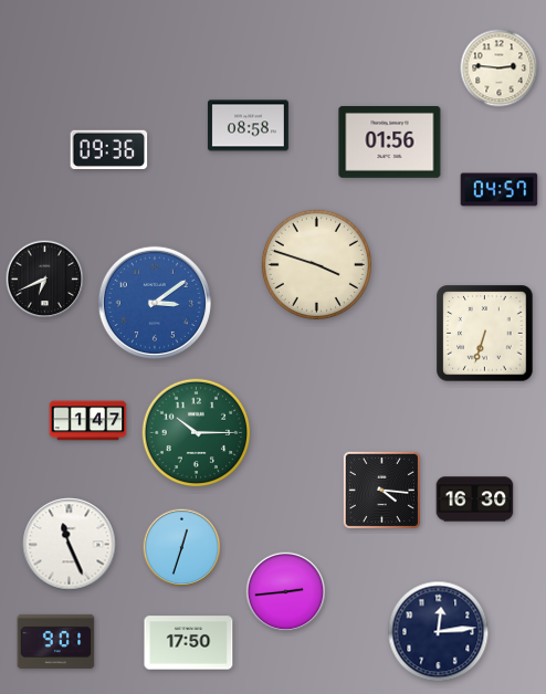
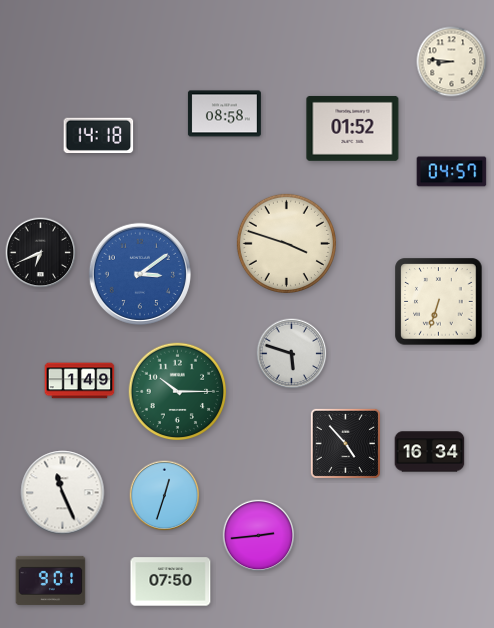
clock at (500, 69): 2:46 -> 8:46
clock at (390, 141): 01:56 -> 01:52
clock at (109, 149): 09:36 -> 14:18
clock at (316, 264) position: (316, 264) -> (286, 243)
clock at (292, 354): none -> 5:48
clock at (88, 421): 1:47 -> 1:49
clock at (381, 490): 4:16 -> 4:53
clock at (475, 500): 16:30 -> 16:34
clock at (439, 632): 12:14 -> none
clock at (189, 643): 17:50 -> 07:50
